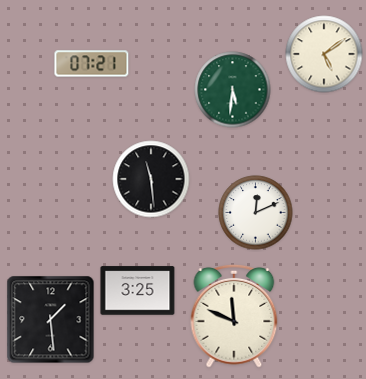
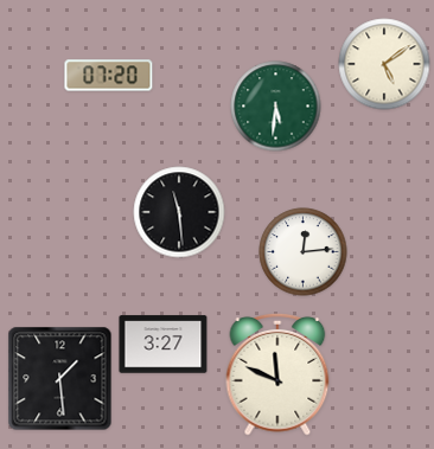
clock at (92, 64): 07:21 -> 07:20
clock at (256, 213): 12:11 -> 12:14
clock at (138, 291): 3:25 -> 3:27
